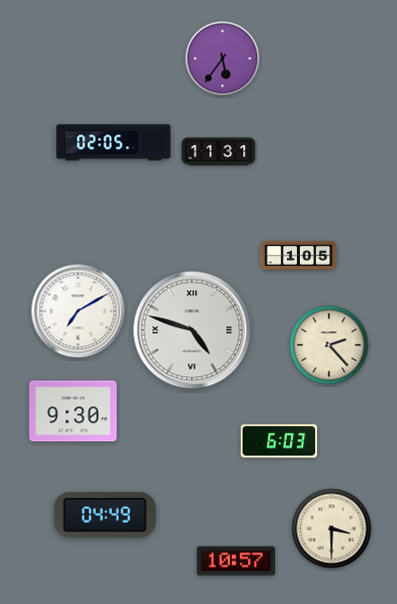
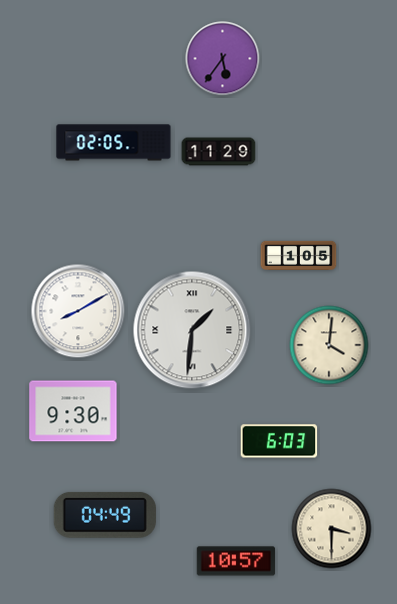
clock at (219, 152): 11:31 -> 11:29
clock at (78, 311): 7:10 -> 8:10
clock at (192, 330): 4:48 -> 1:31
clock at (329, 345): 2:23 -> 4:01
